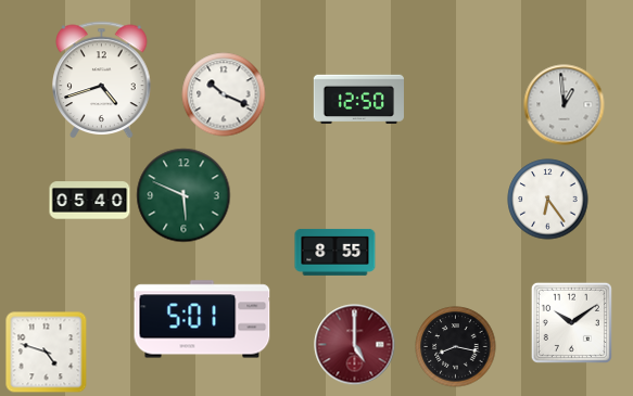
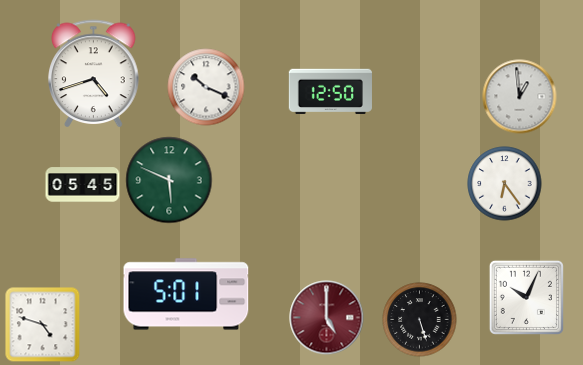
clock at (90, 201): 05:40 -> 05:45
clock at (336, 252): 8:55 -> none
clock at (571, 322): 10:09 -> 10:04
clock at (456, 347): 8:17 -> 5:27
